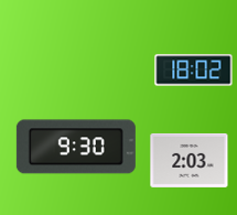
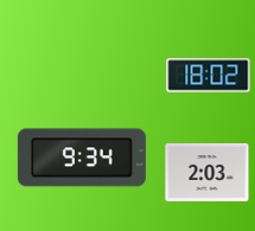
clock at (76, 147): 9:30 -> 9:34
clock at (190, 160) position: (190, 160) -> (208, 172)
